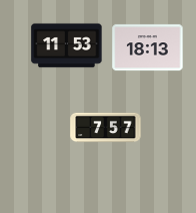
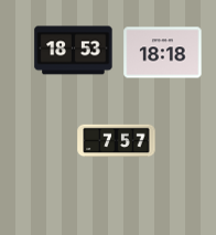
clock at (67, 46): 11:53 -> 18:53
clock at (148, 48): 18:13 -> 18:18
